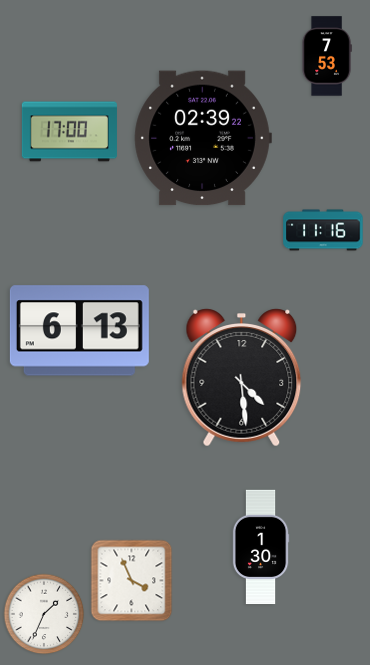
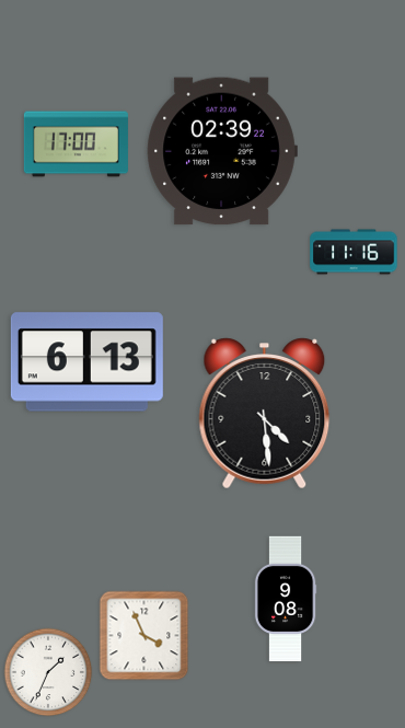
clock at (327, 56): 7:53 -> none
clock at (261, 547): 1:30 -> 9:08
